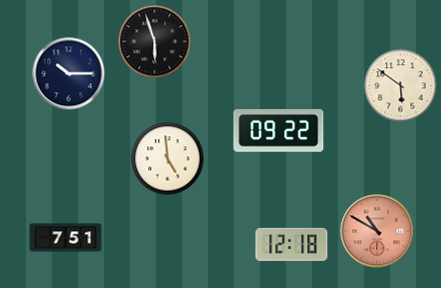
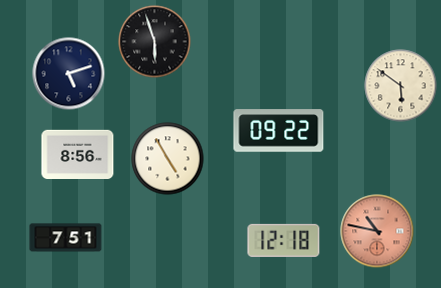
clock at (69, 74): 10:15 -> 5:12
clock at (78, 154): none -> 8:56
clock at (168, 159): 4:59 -> 4:55
clock at (377, 231): 10:50 -> 10:47
clock at (292, 244) position: (292, 244) -> (284, 240)
